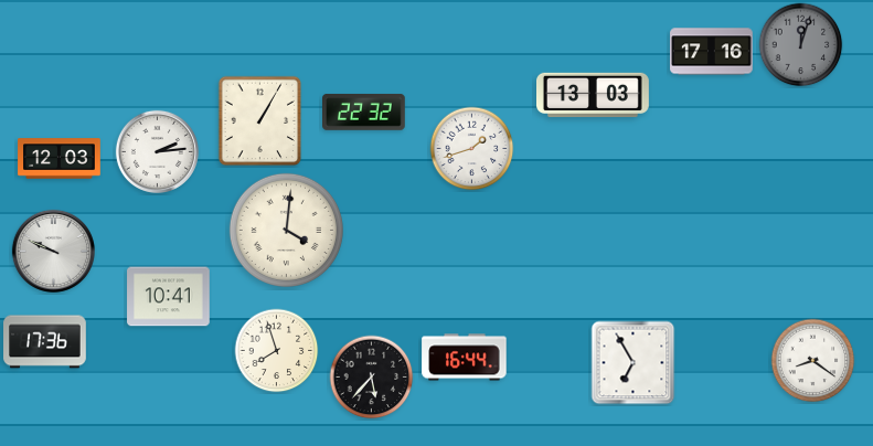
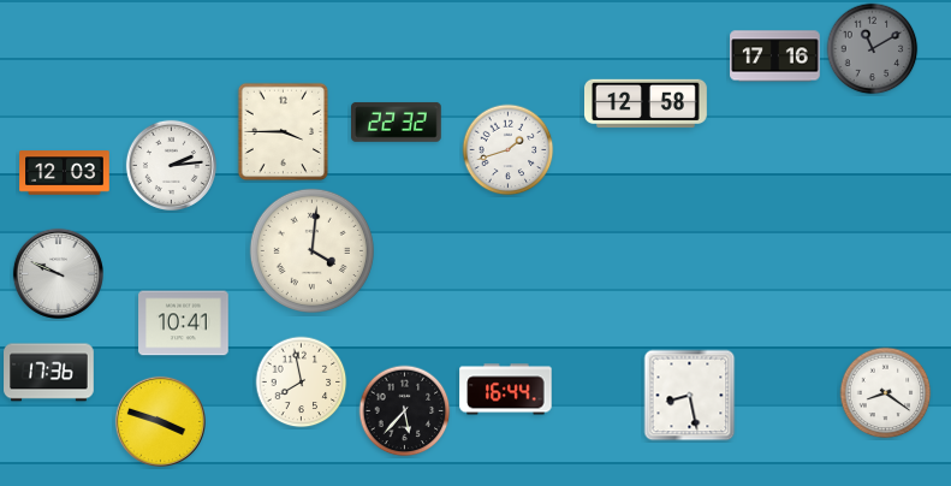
clock at (801, 45): 12:03 -> 11:10
clock at (594, 95): 13:03 -> 12:58
clock at (260, 121): 1:05 -> 3:45
clock at (472, 149) position: (472, 149) -> (509, 150)
clock at (277, 351): 7:57 -> 7:58
clock at (634, 363): 6:55 -> 8:28
clock at (160, 421): none -> 3:48
